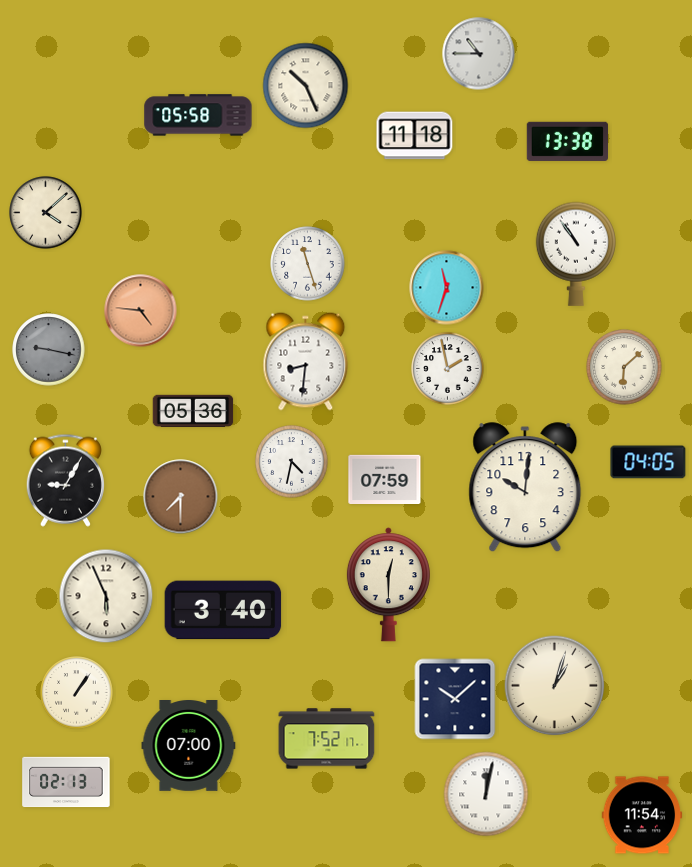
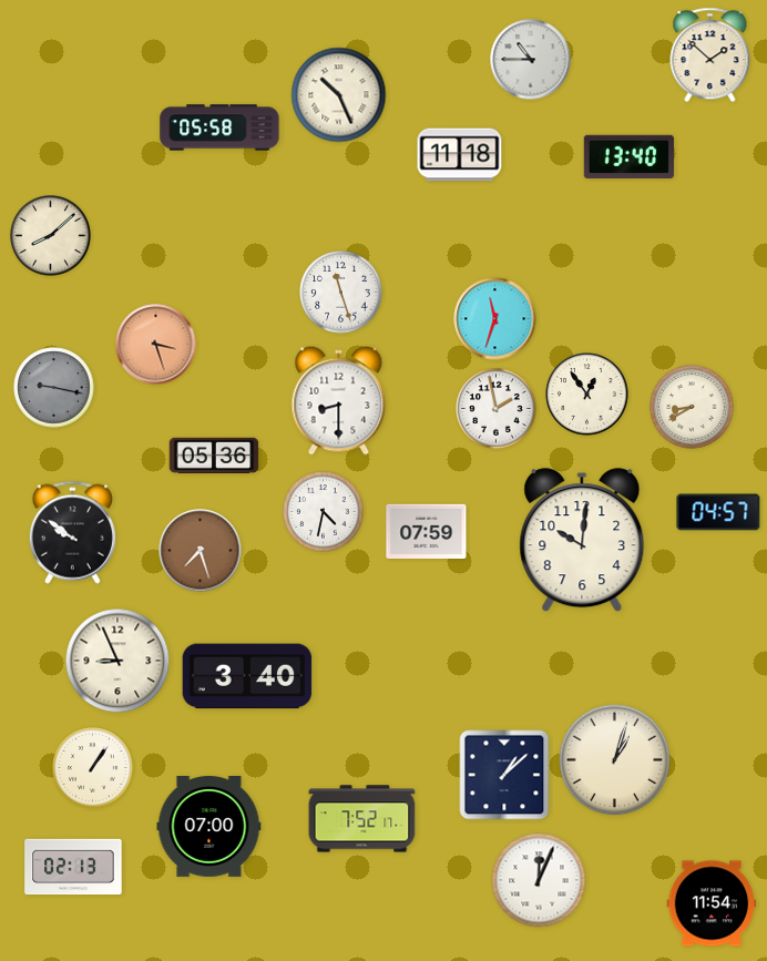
clock at (710, 55): none -> 1:52
clock at (415, 136) position: (415, 136) -> (460, 155)
clock at (567, 141): 13:38 -> 13:40
clock at (46, 213): 4:08 -> 8:08
clock at (576, 254): 10:54 -> none
clock at (141, 311): 4:46 -> 3:27
clock at (587, 395): none -> 12:54
clock at (306, 362): 8:31 -> 8:30
clock at (624, 367): 6:08 -> 8:40
clock at (648, 462): 04:05 -> 04:57
clock at (65, 480): 9:05 -> 9:51
clock at (181, 497): 7:30 -> 7:27
clock at (388, 585): 12:30 -> none
clock at (106, 596): 5:56 -> 8:56
clock at (77, 693) position: (77, 693) -> (93, 768)
clock at (455, 699): 10:08 -> 1:08
clock at (486, 794): 12:02 -> 12:04
